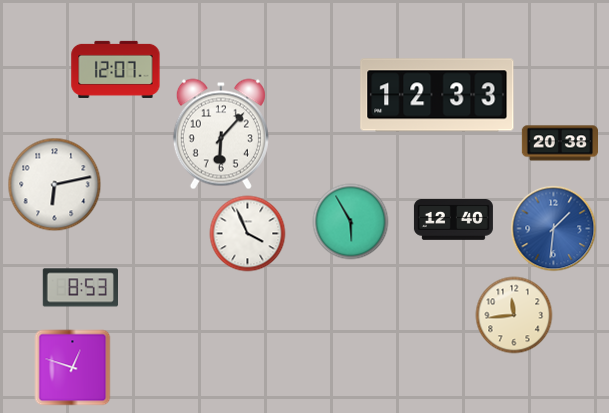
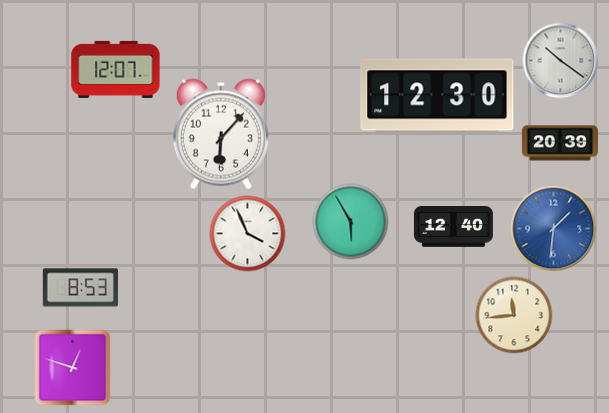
clock at (561, 61): none -> 10:21
clock at (437, 95): 12:33 -> 12:30
clock at (559, 143): 20:38 -> 20:39
clock at (55, 185): 6:13 -> none
clock at (453, 220) position: (453, 220) -> (453, 227)
